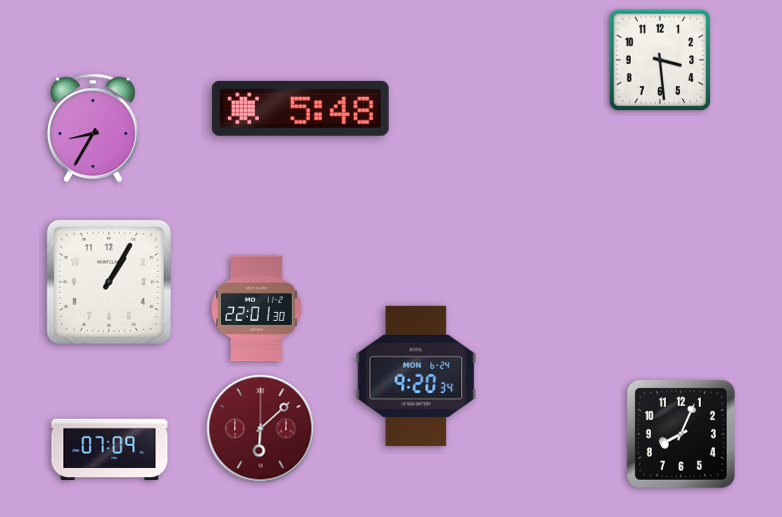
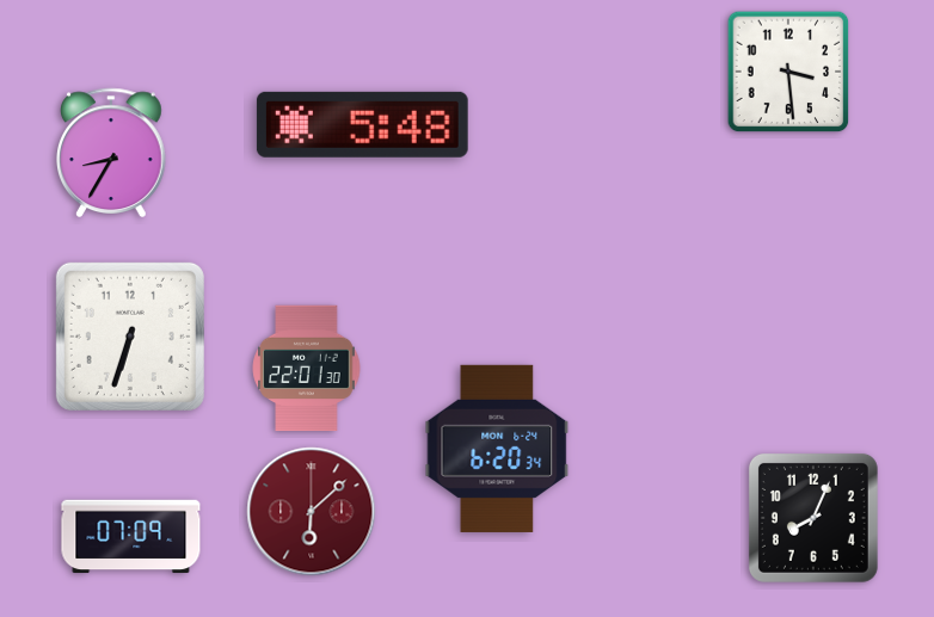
clock at (300, 108) position: (300, 108) -> (362, 124)
clock at (109, 282): 1:05 -> 6:33
clock at (416, 376): 9:20 -> 6:20
